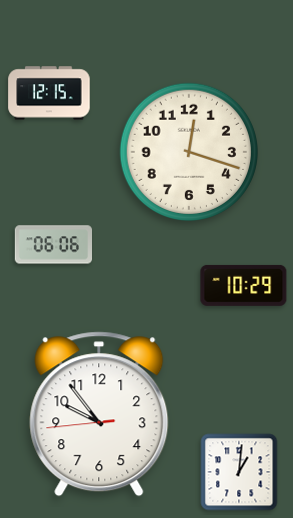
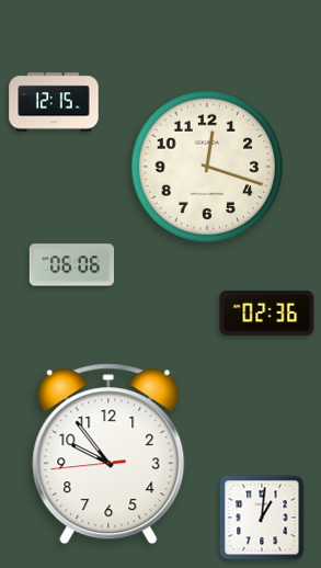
clock at (53, 245) position: (53, 245) -> (71, 265)
clock at (244, 285): 10:29 -> 02:36
